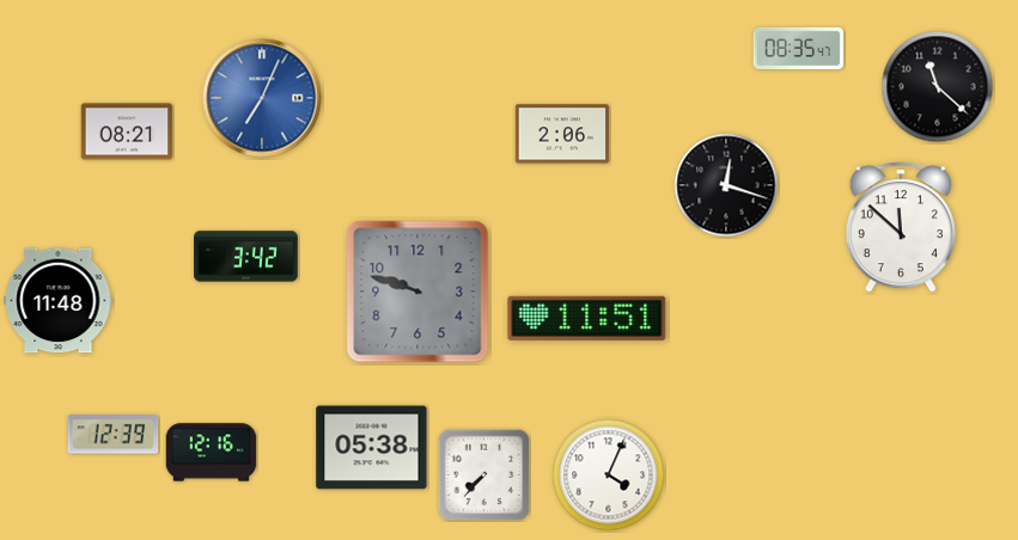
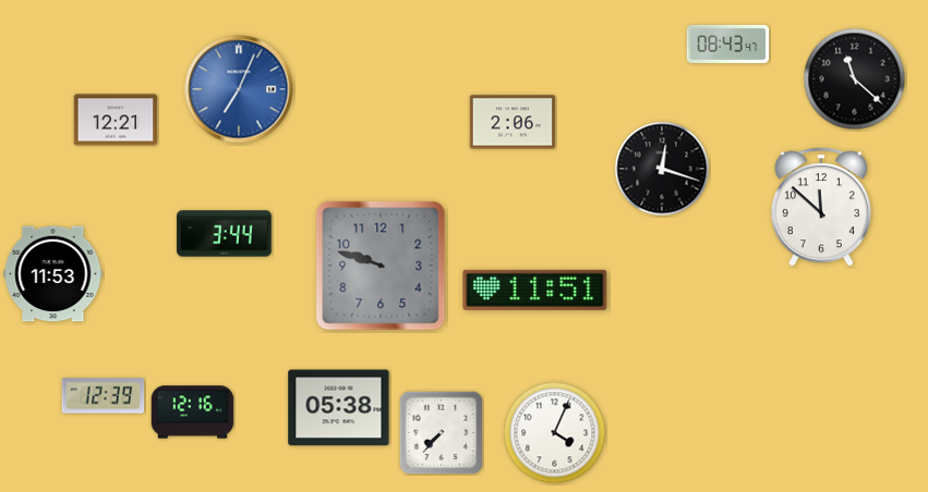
clock at (799, 48): 08:35 -> 08:43
clock at (127, 131): 08:21 -> 12:21
clock at (246, 257): 3:42 -> 3:44
clock at (59, 301): 11:48 -> 11:53
